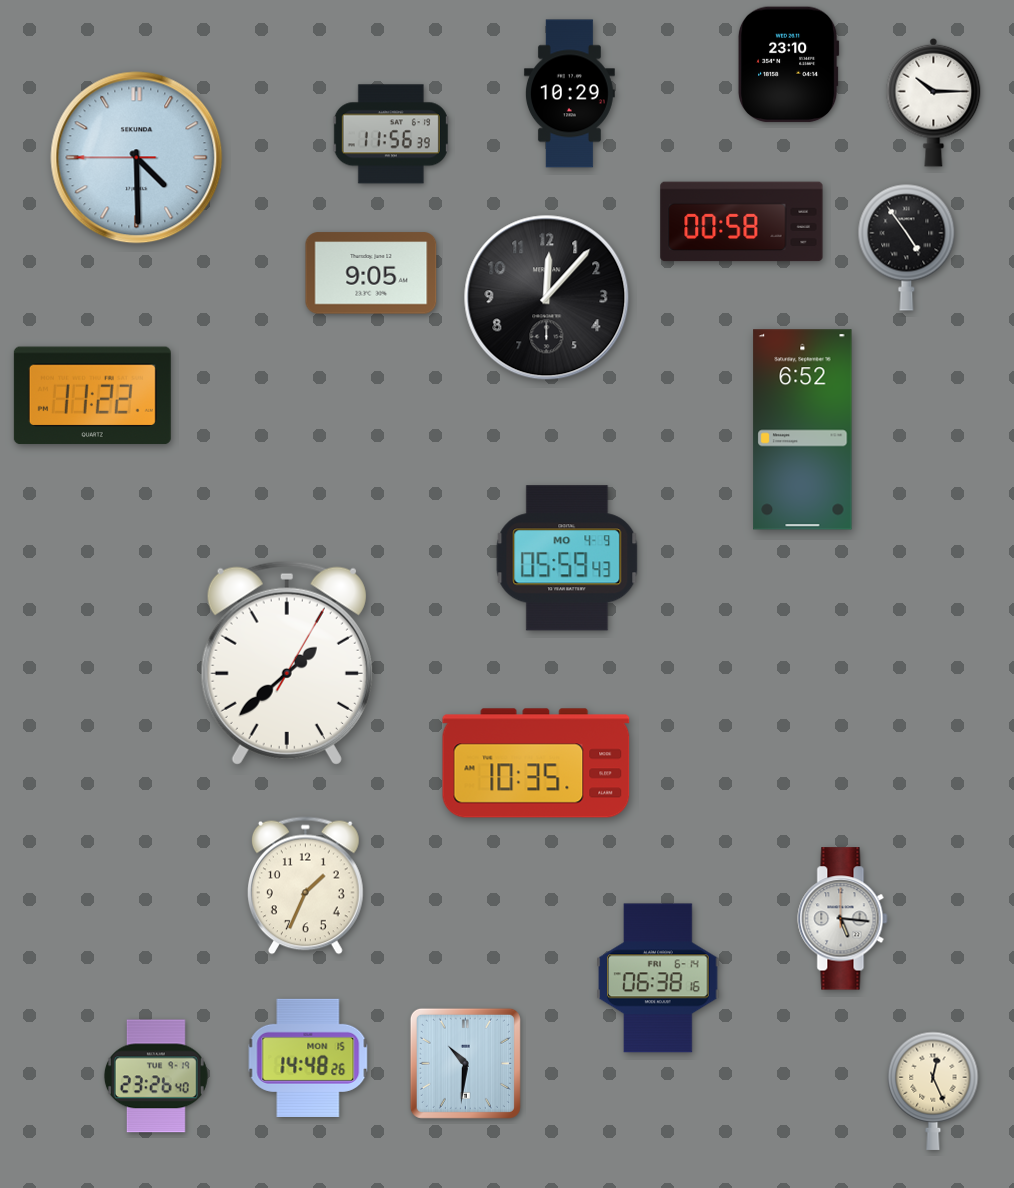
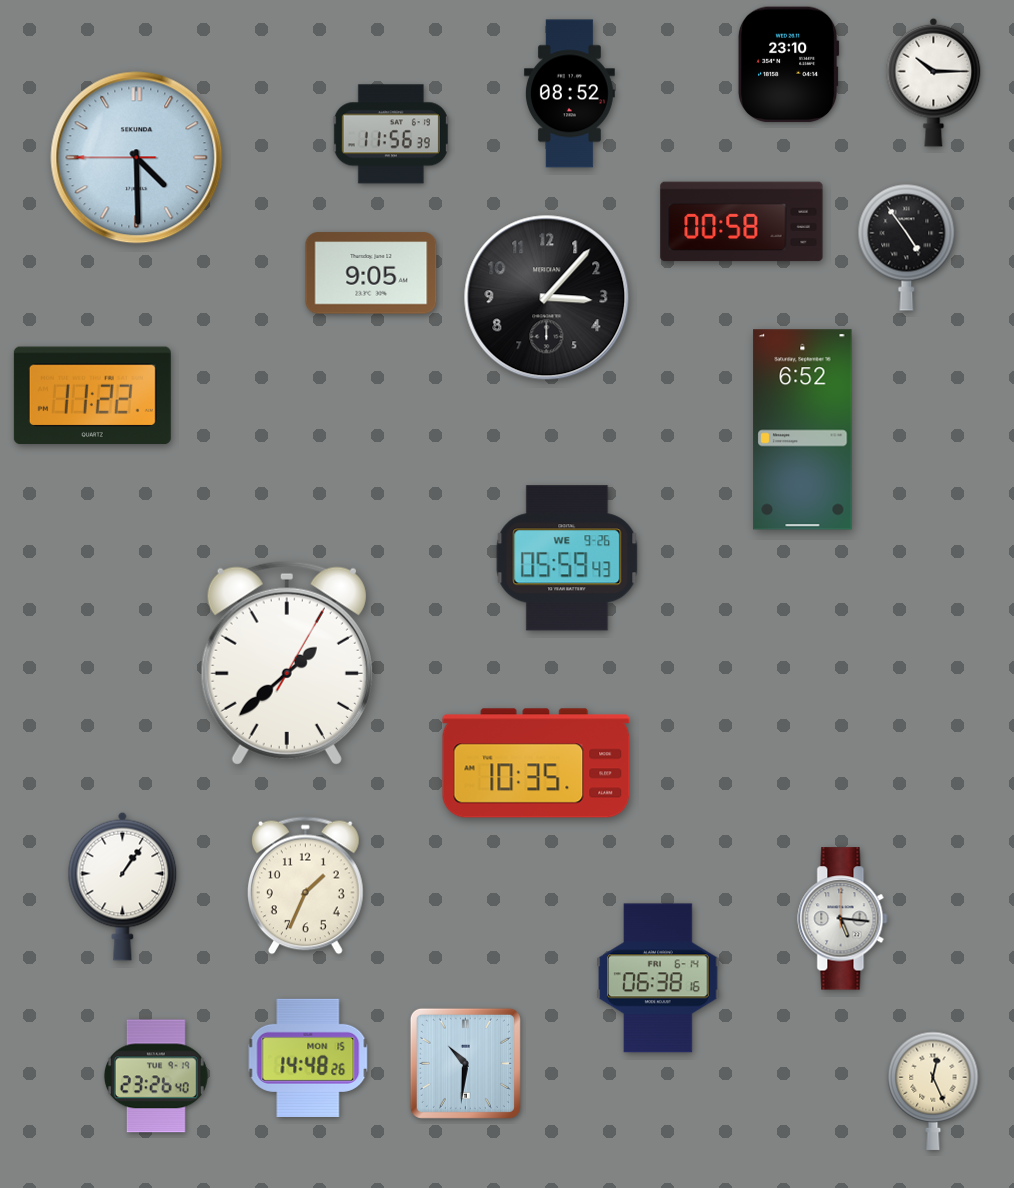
clock at (569, 94): 10:29 -> 08:52
clock at (934, 102) position: (934, 102) -> (934, 82)
clock at (547, 298): 12:07 -> 3:07
clock at (567, 558) date: MO 4-9 -> WE 9-26
clock at (123, 886): none -> 1:06
